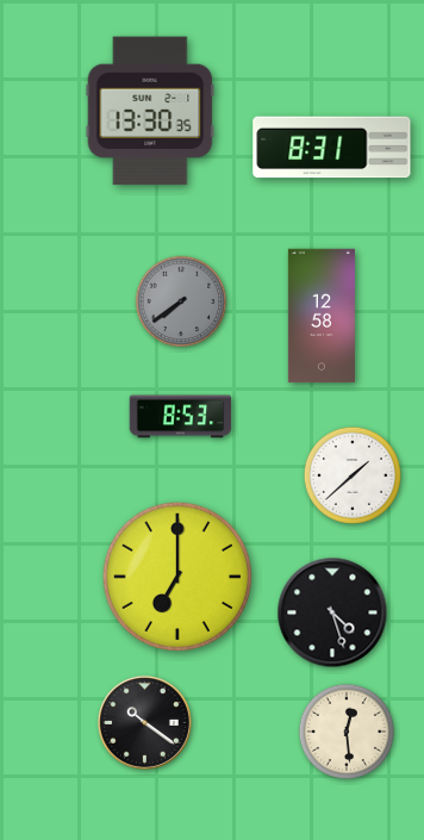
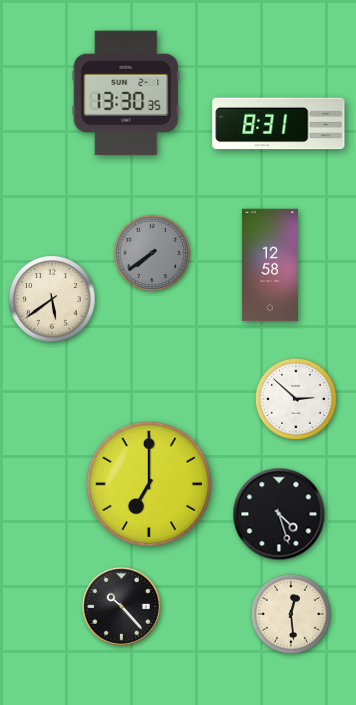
clock at (52, 299): none -> 5:39
clock at (181, 417): 8:53 -> none
clock at (353, 475): 1:38 -> 2:52
clock at (144, 722): 10:21 -> 10:23
